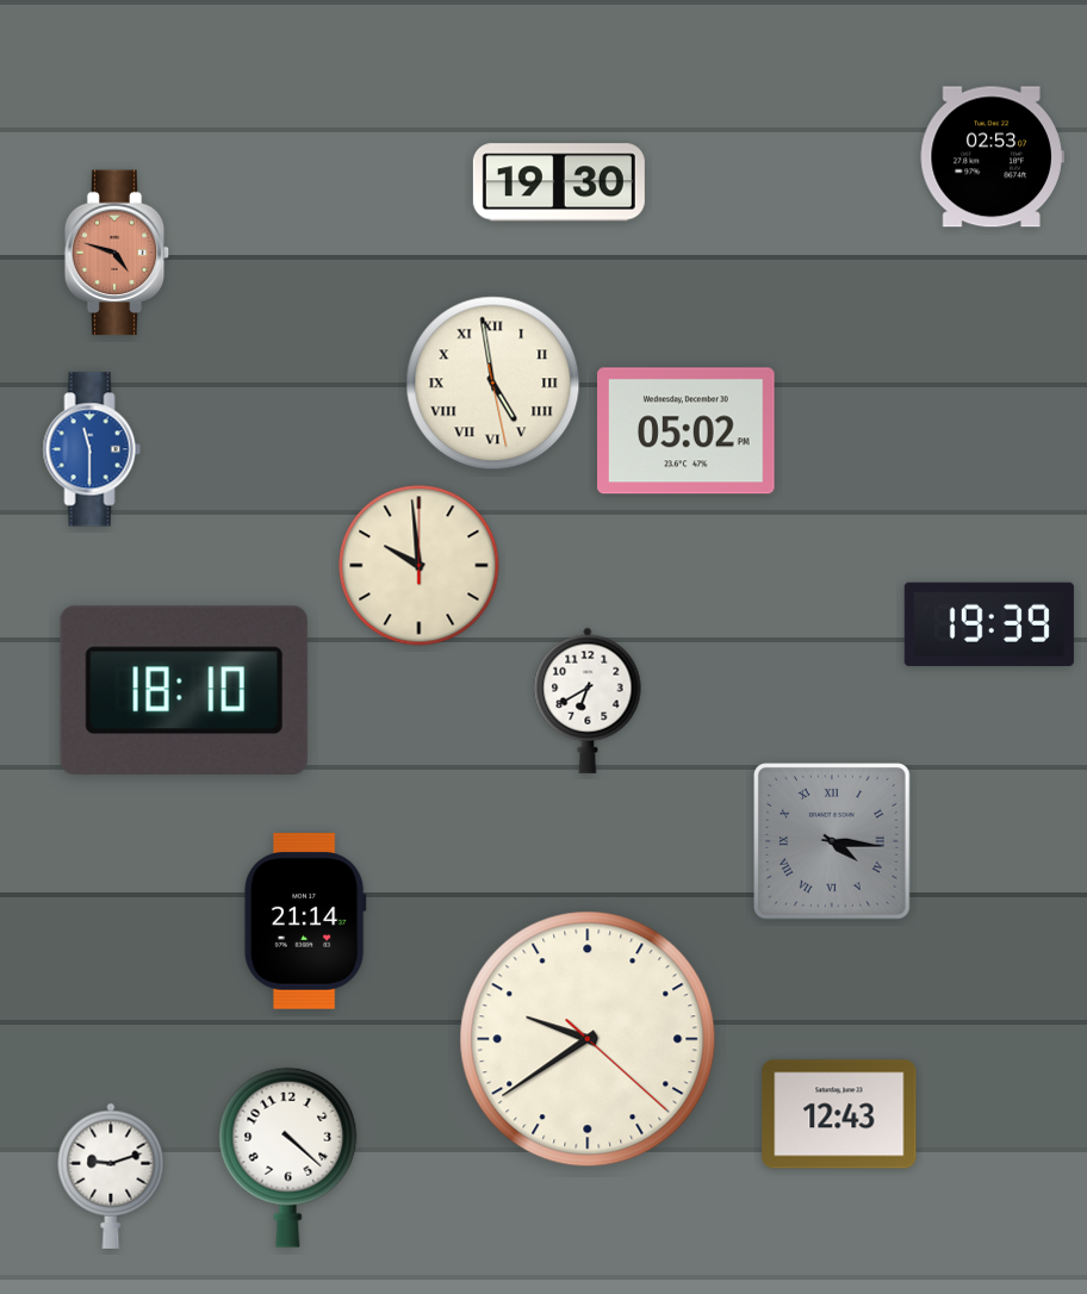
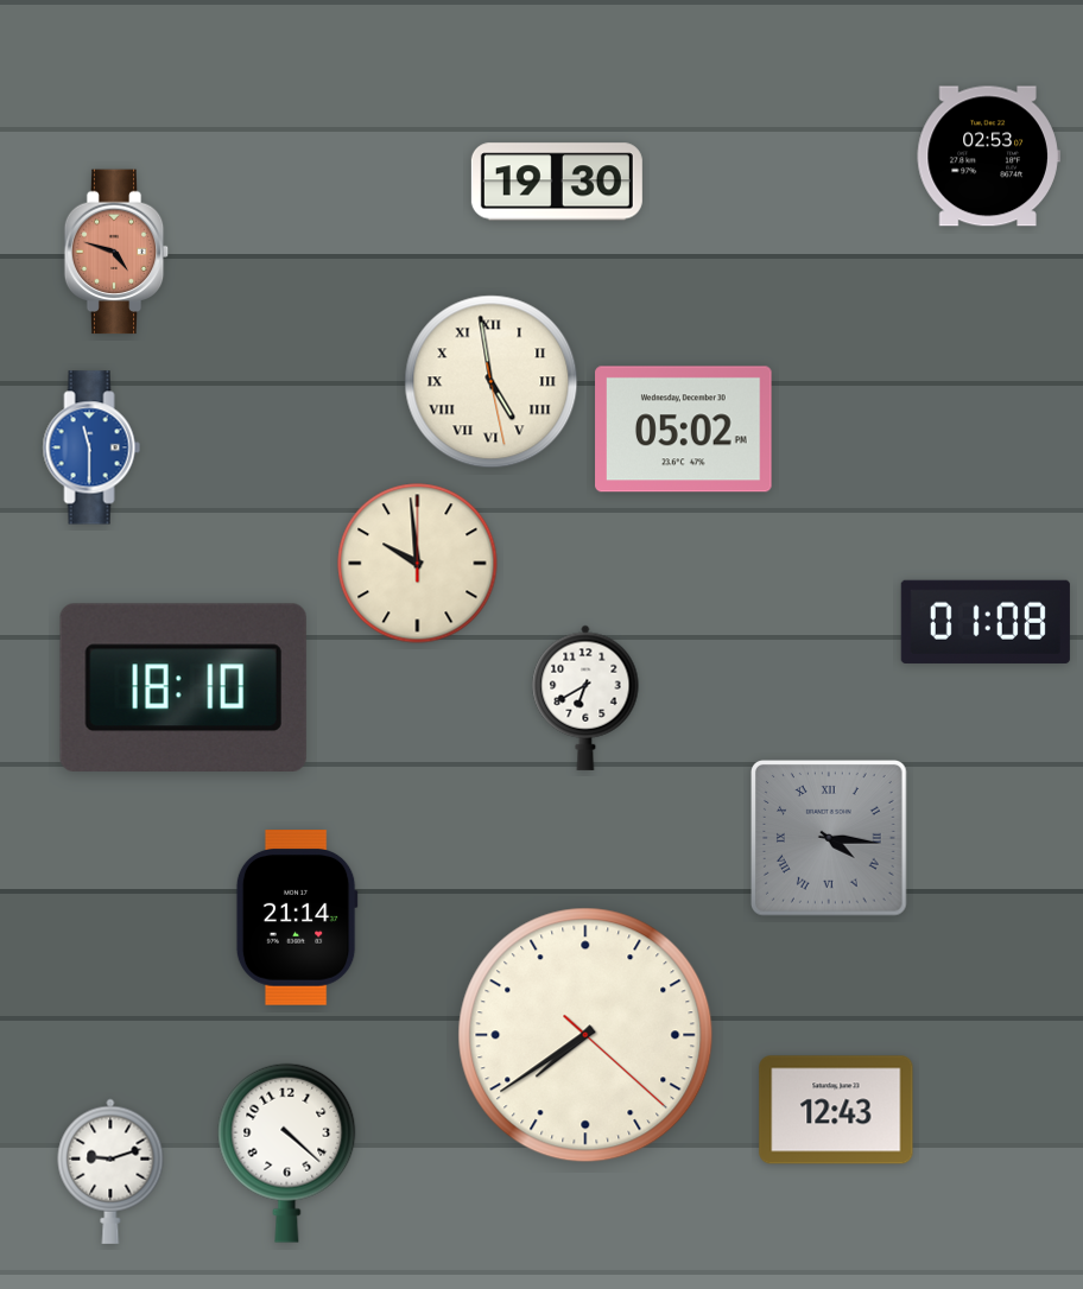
clock at (989, 624): 19:39 -> 01:08
clock at (305, 922) position: (305, 922) -> (297, 919)
clock at (588, 1039): 9:39 -> 7:39
